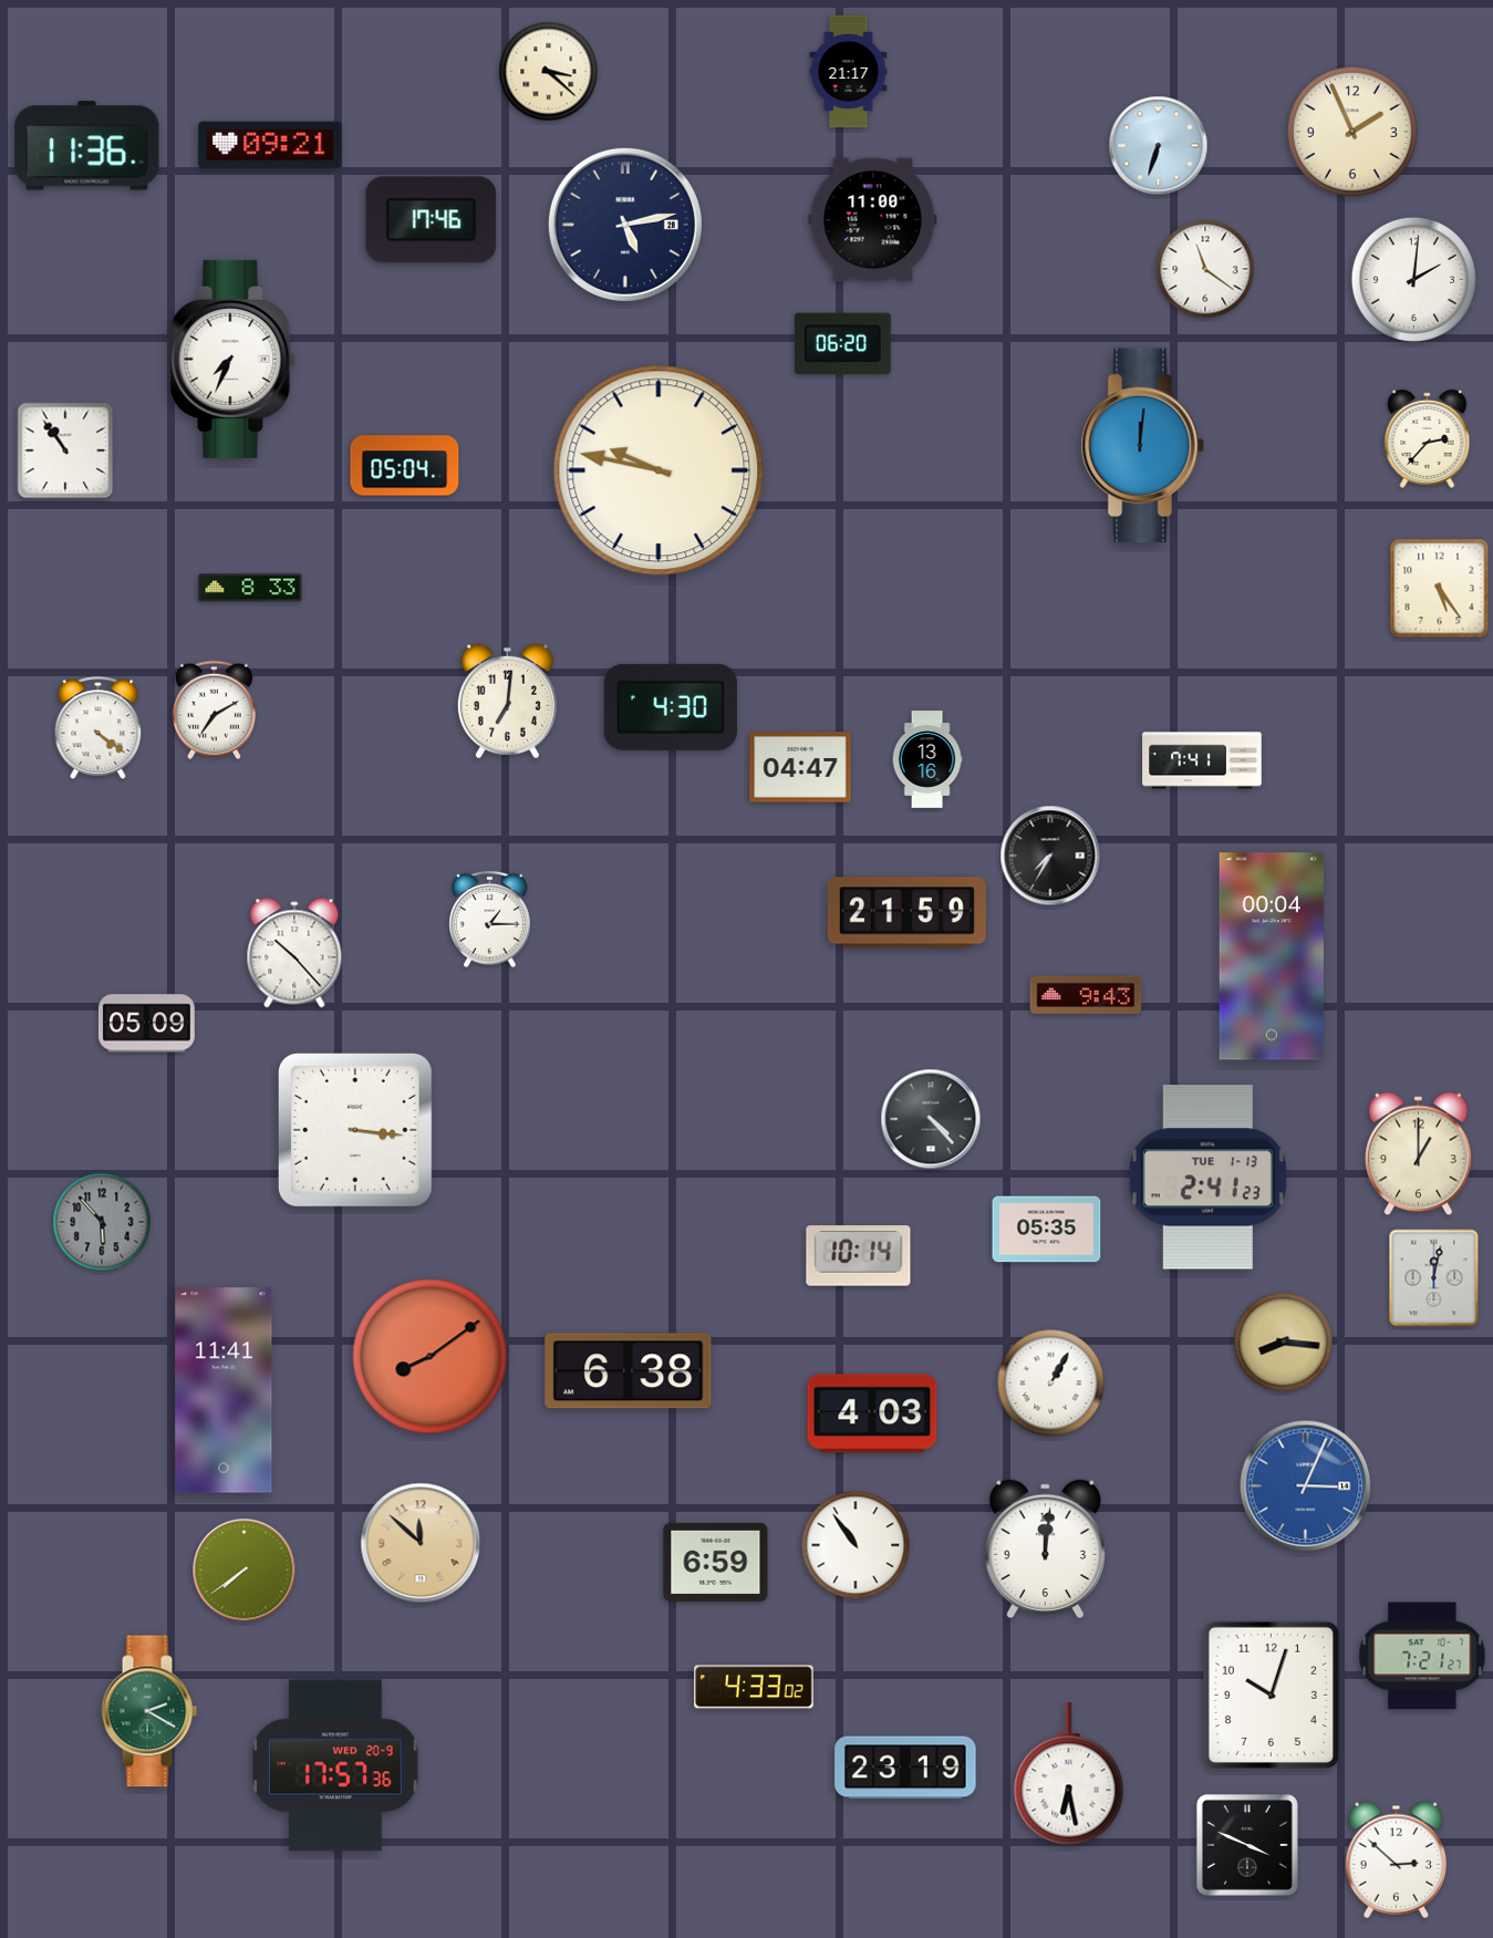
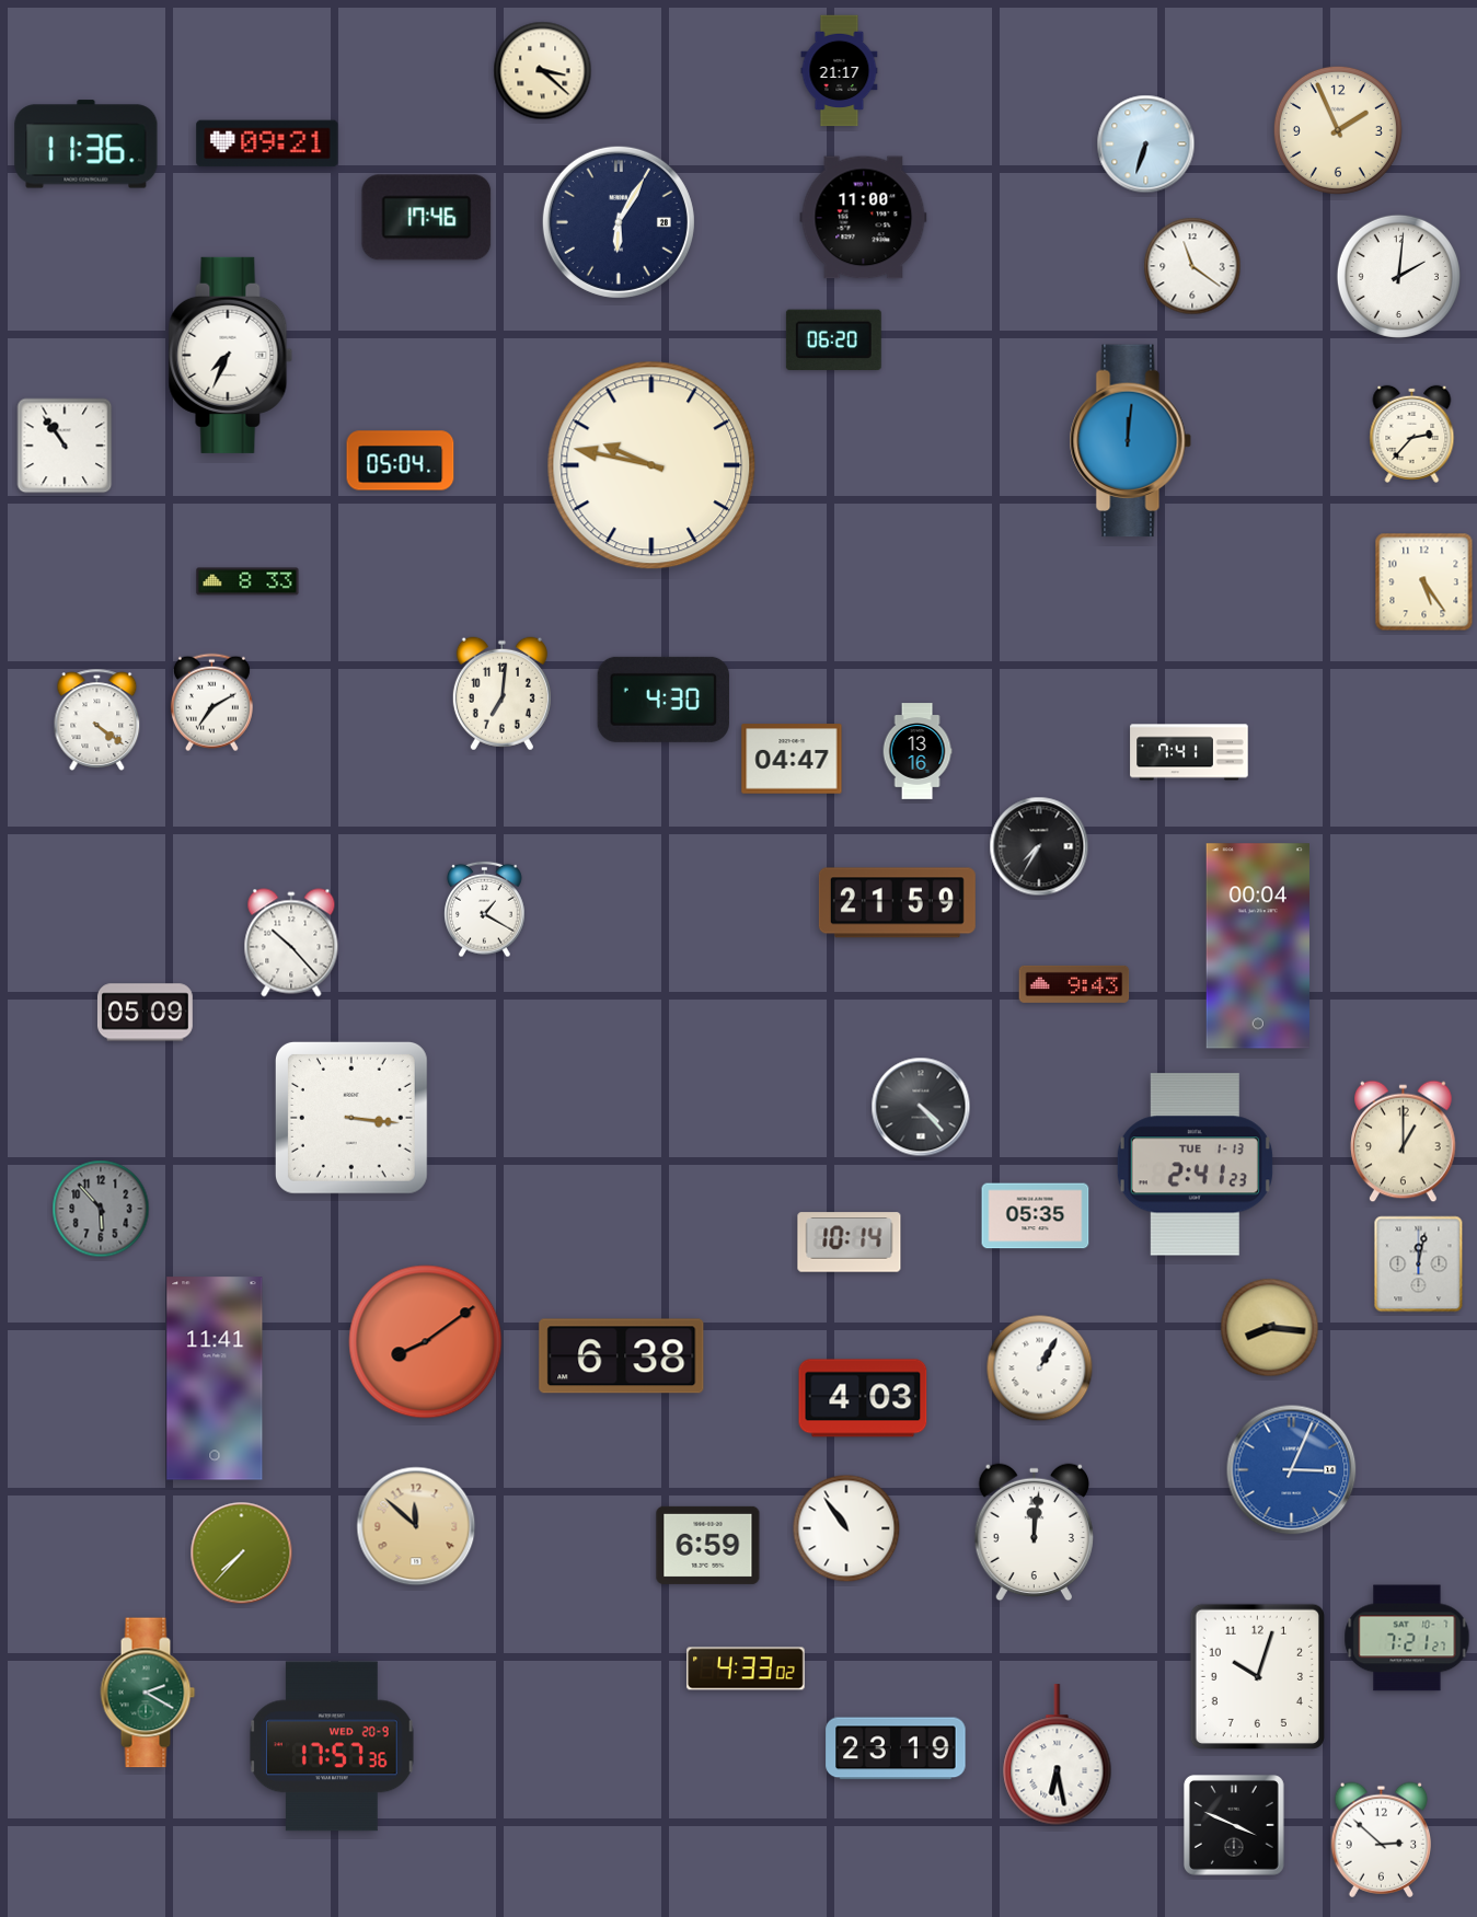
clock at (625, 225): 5:13 -> 6:05
clock at (490, 920): 1:15 -> 1:20
clock at (224, 1390) position: (224, 1390) -> (215, 1378)
clock at (245, 1571): 7:39 -> 7:37
